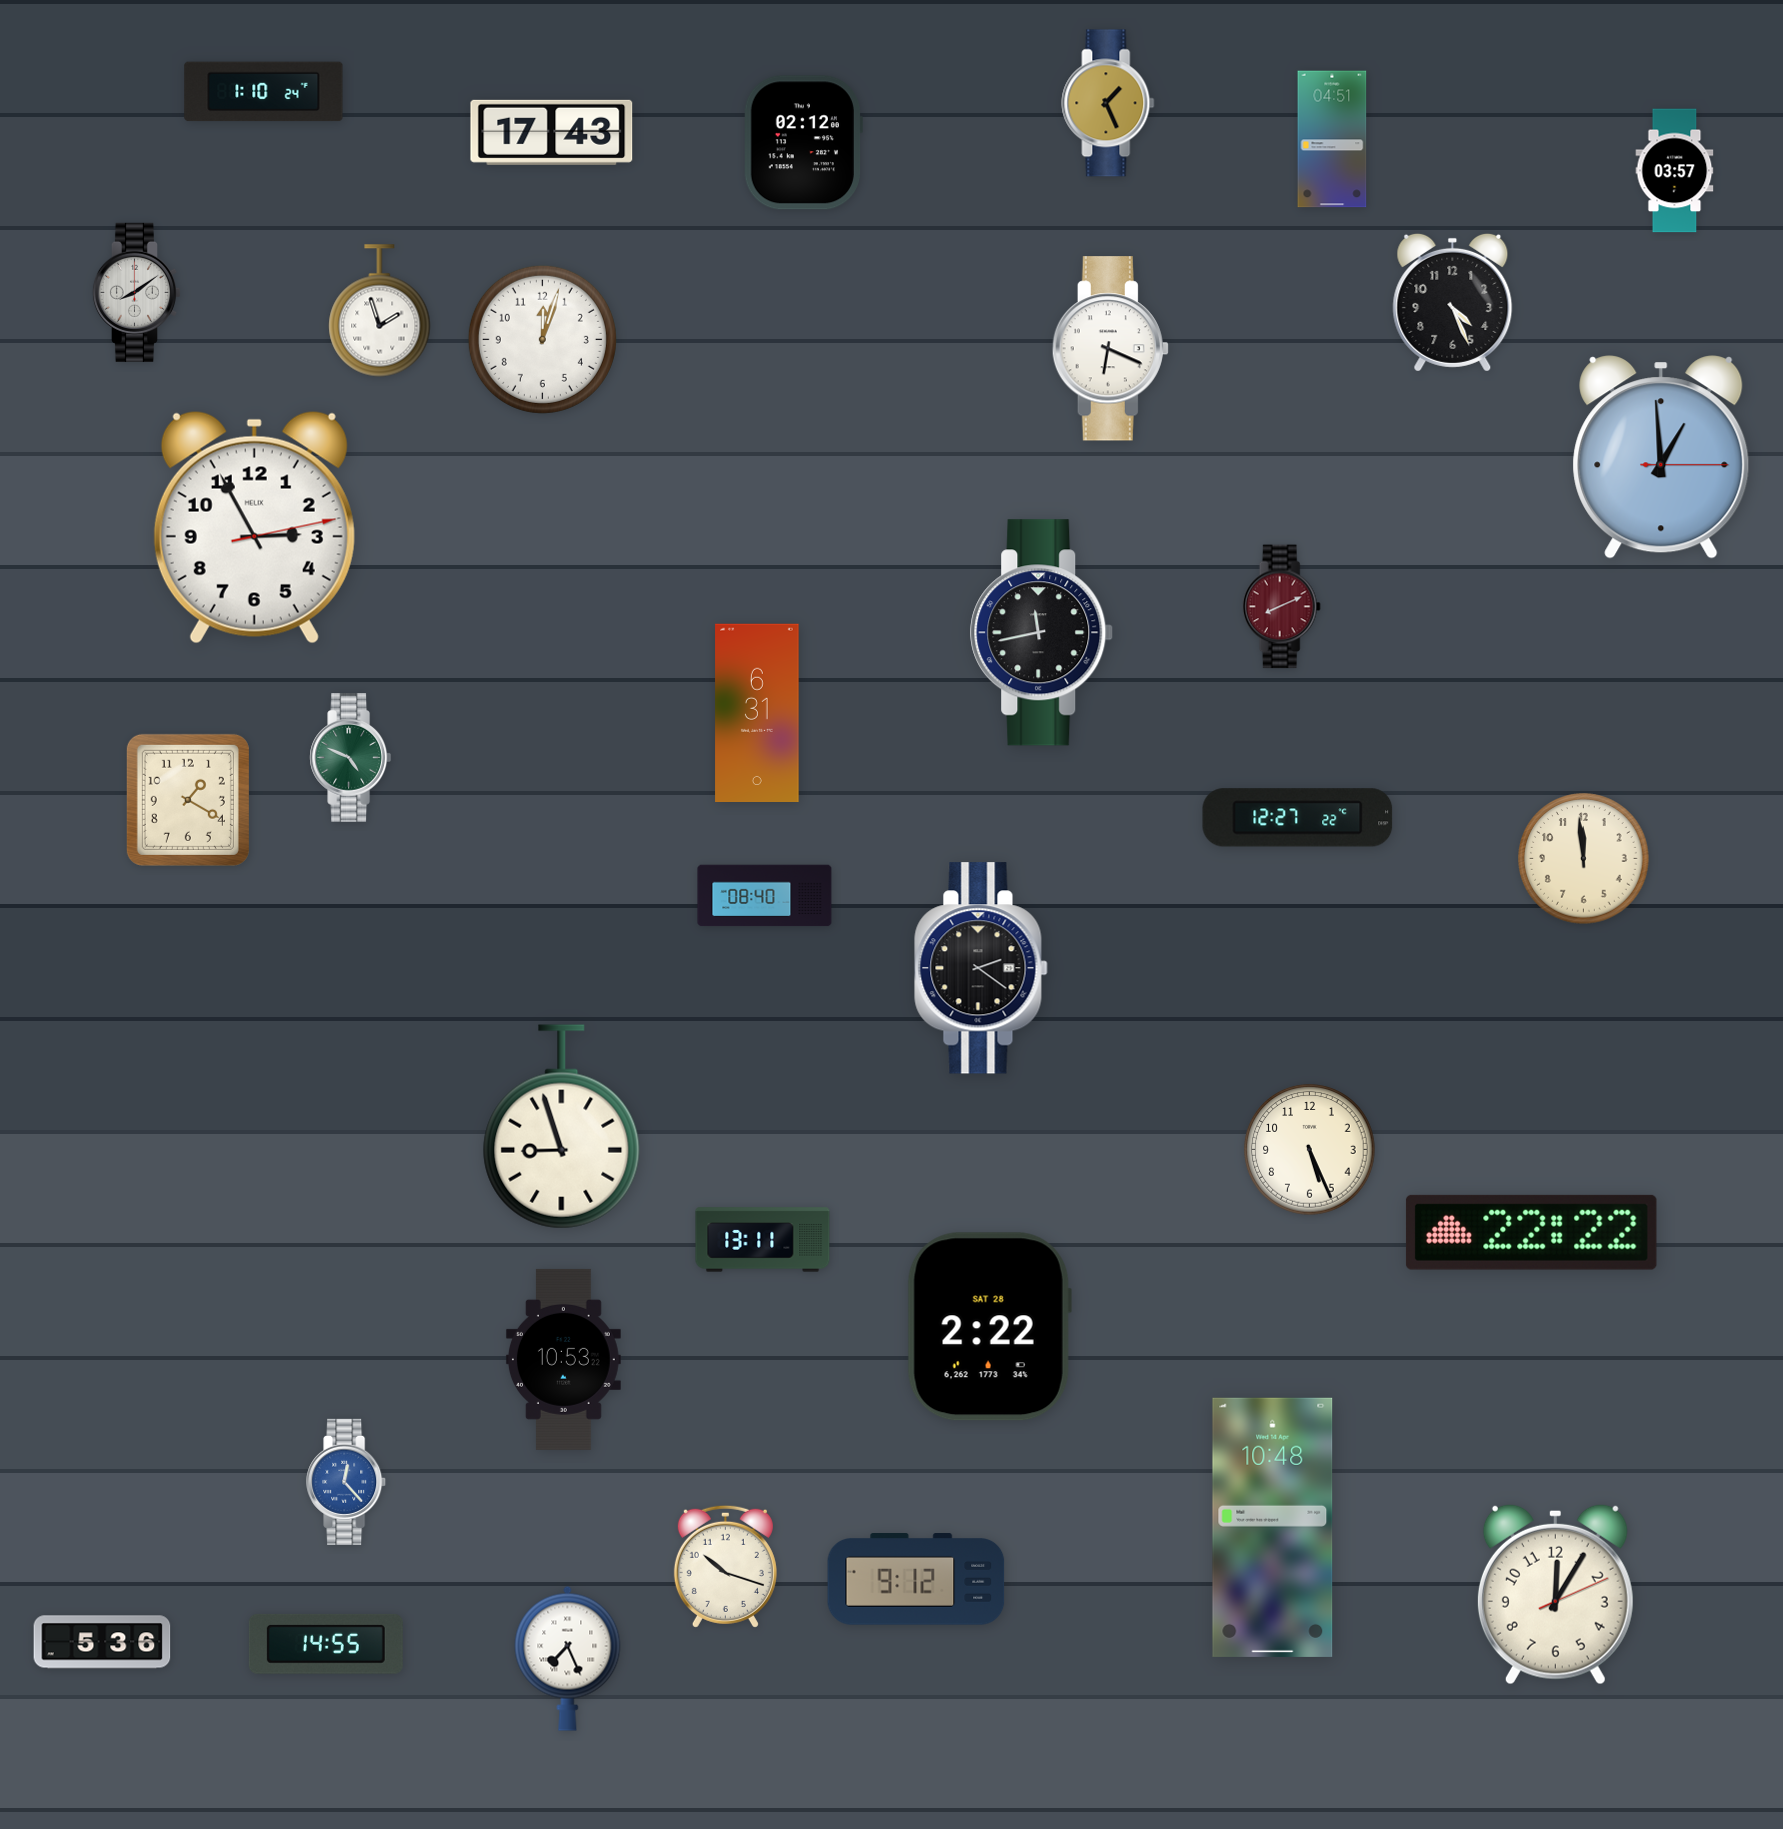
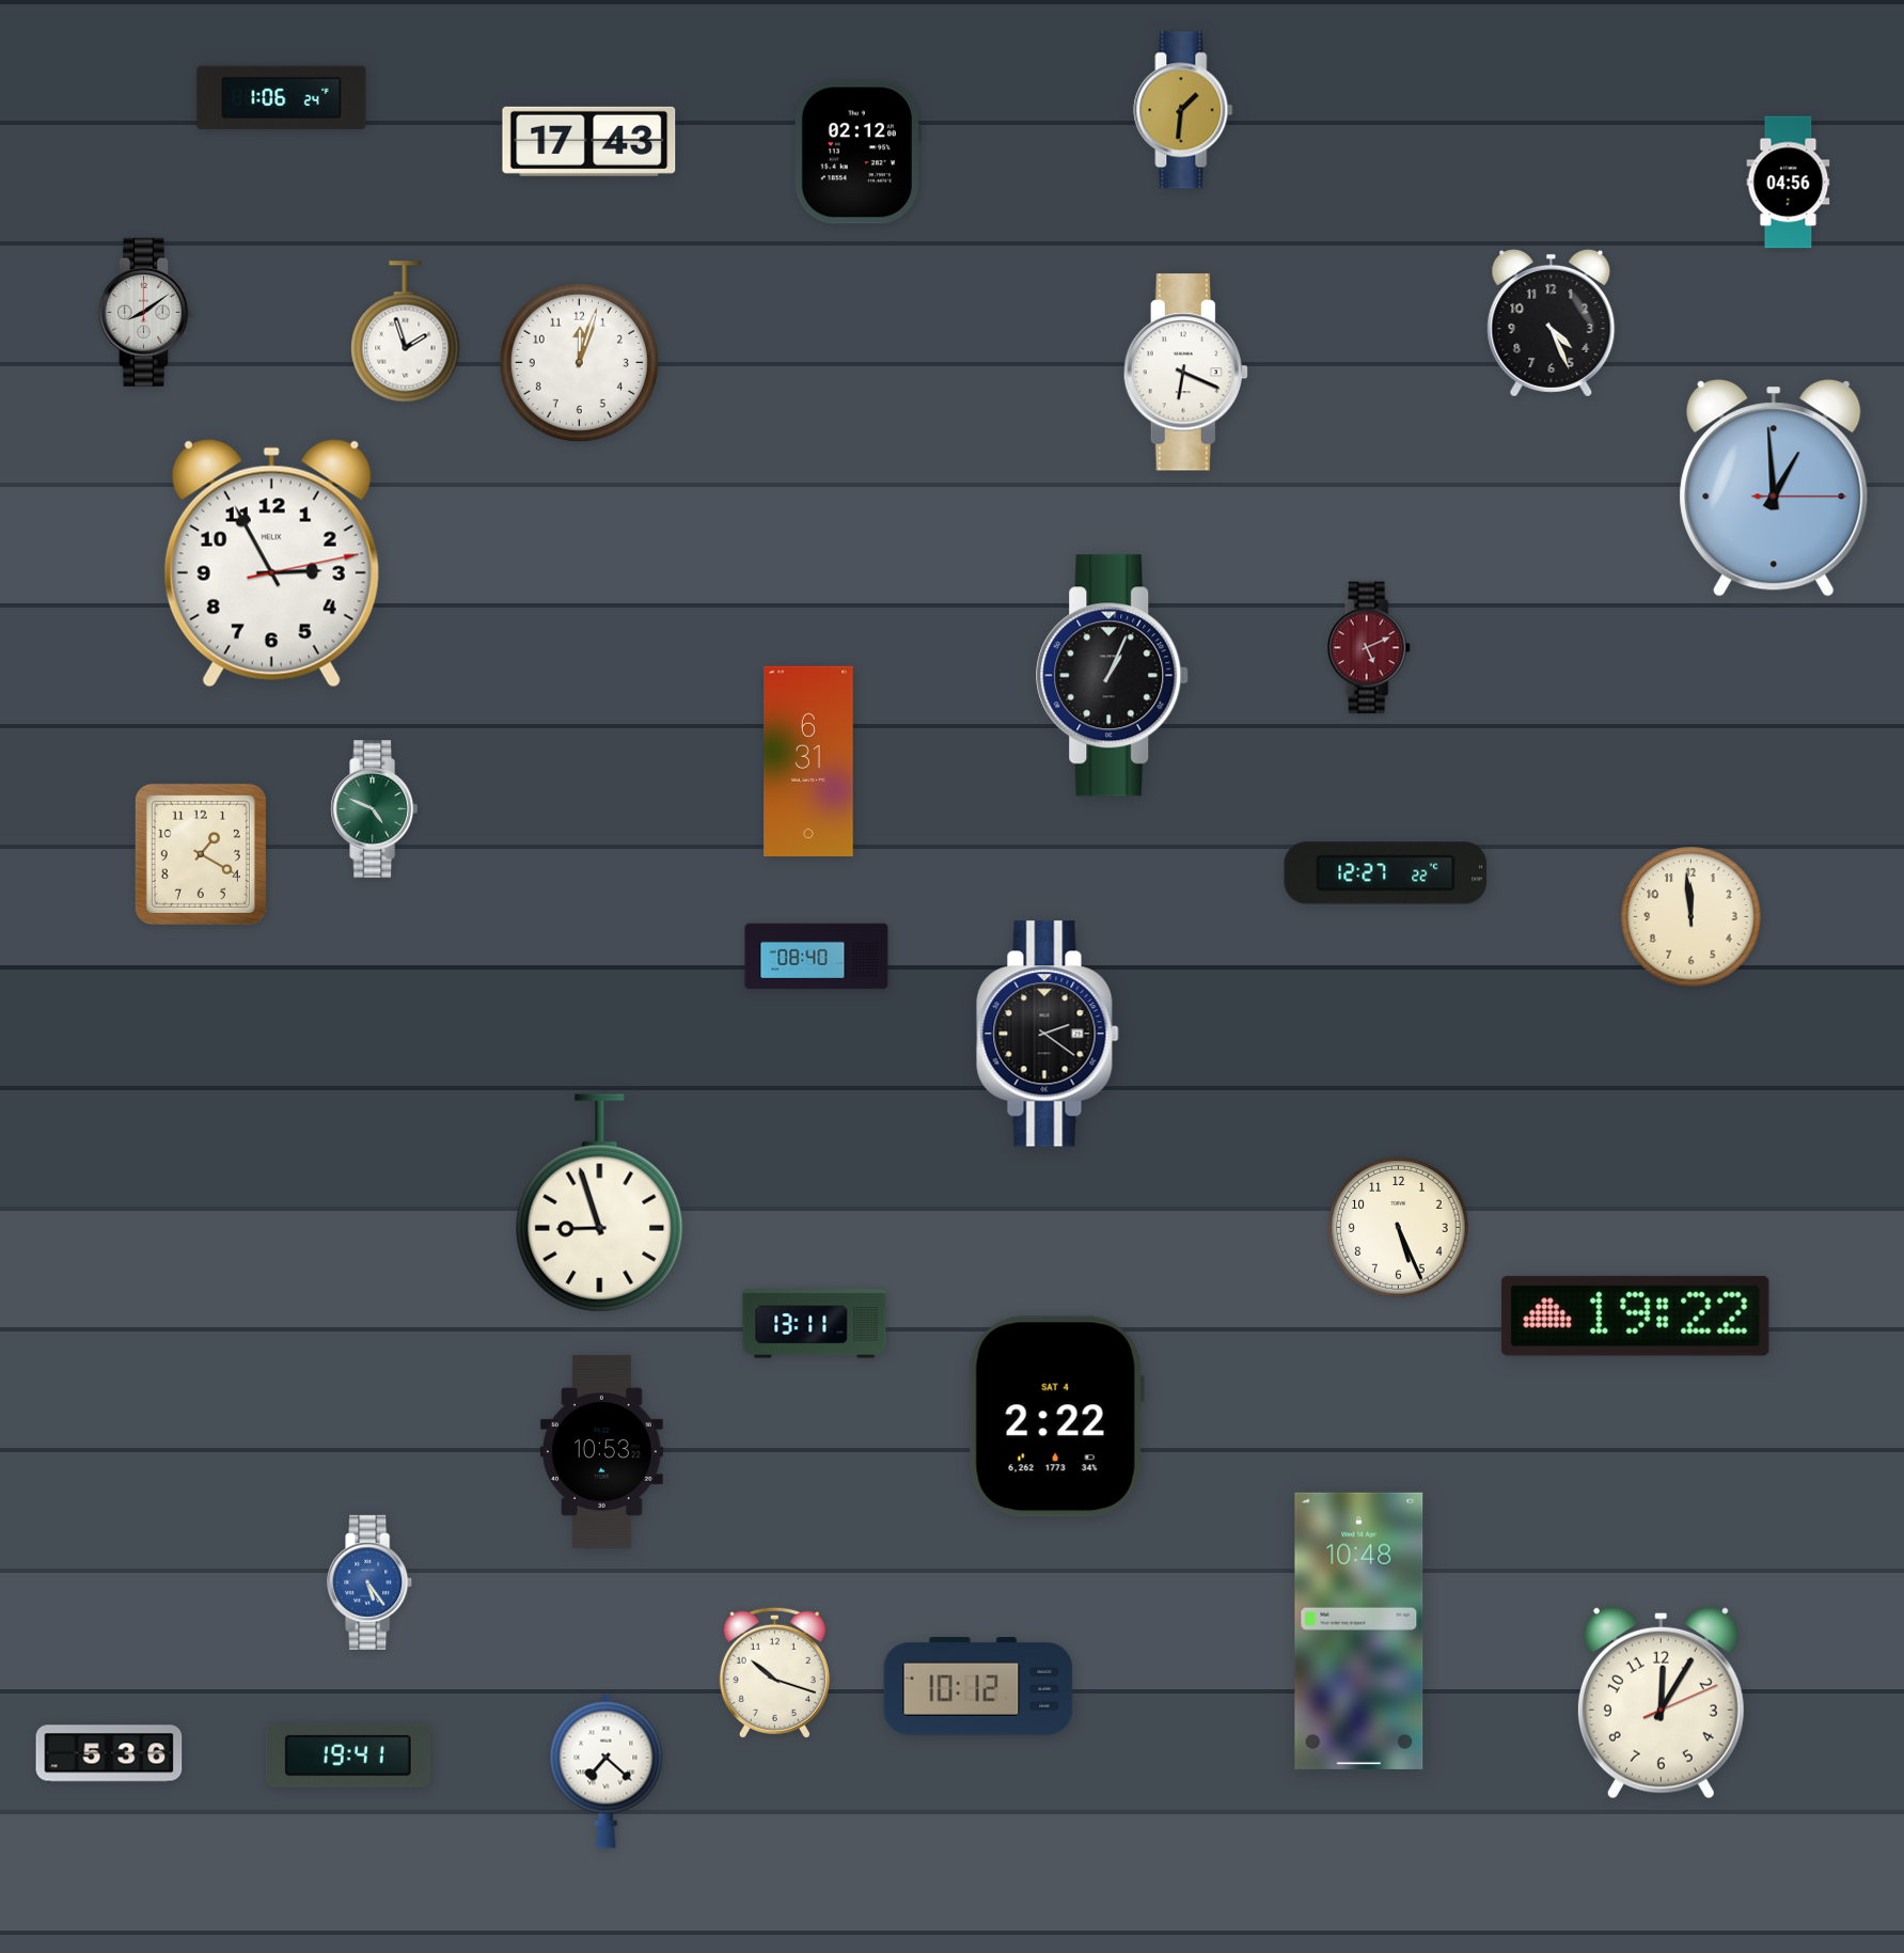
clock at (264, 92): 1:10 -> 1:06
clock at (1108, 103): 1:26 -> 1:31
clock at (1332, 139): 04:51 -> none
clock at (1675, 171): 03:57 -> 04:56
clock at (1281, 607): 8:11 -> 5:11
clock at (1042, 633): 11:43 -> 1:04
clock at (1531, 1232): 22:22 -> 19:22
clock at (989, 1327) date: SAT 28 -> SAT 4
clock at (347, 1482): 12:23 -> 5:24
clock at (916, 1580): 9:12 -> 10:12
clock at (326, 1644): 14:55 -> 19:41
clock at (568, 1658): 7:26 -> 7:22
